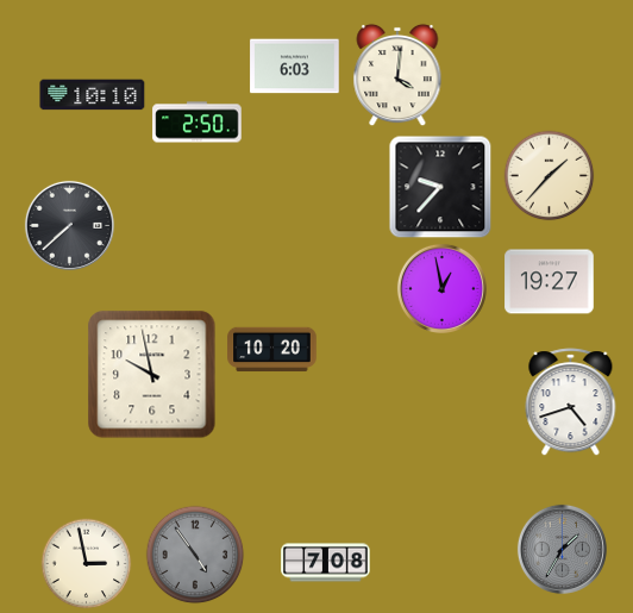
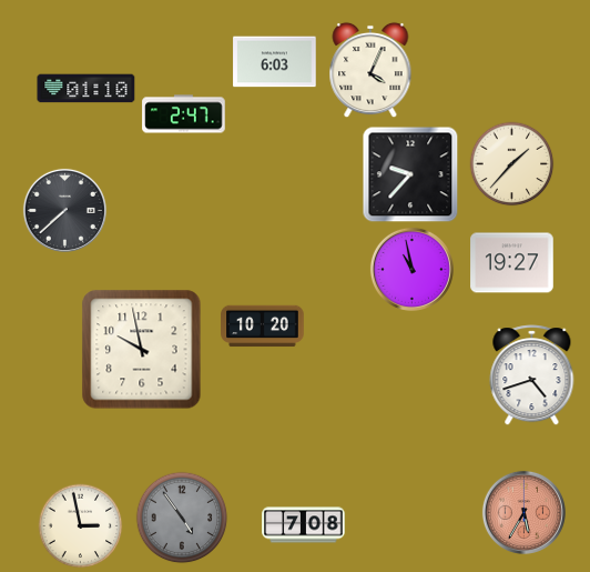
clock at (397, 75): 4:01 -> 4:04
clock at (93, 95): 10:10 -> 01:10
clock at (198, 123): 2:50 -> 2:47
clock at (441, 288): 12:58 -> 10:58
clock at (272, 350) position: (272, 350) -> (263, 327)
clock at (562, 549): 1:35 -> 5:35
clock at (562, 549) dial: grey -> salmon
